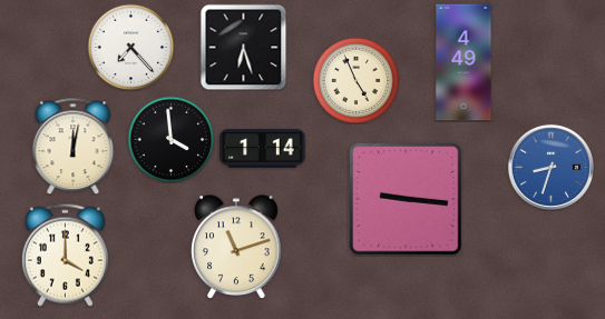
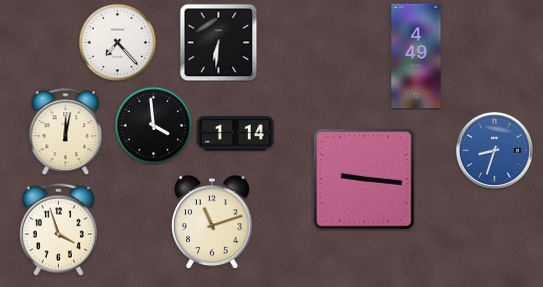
clock at (243, 47): 6:27 -> 6:31
clock at (355, 80): 4:56 -> none
clock at (65, 255): 4:00 -> 3:57
